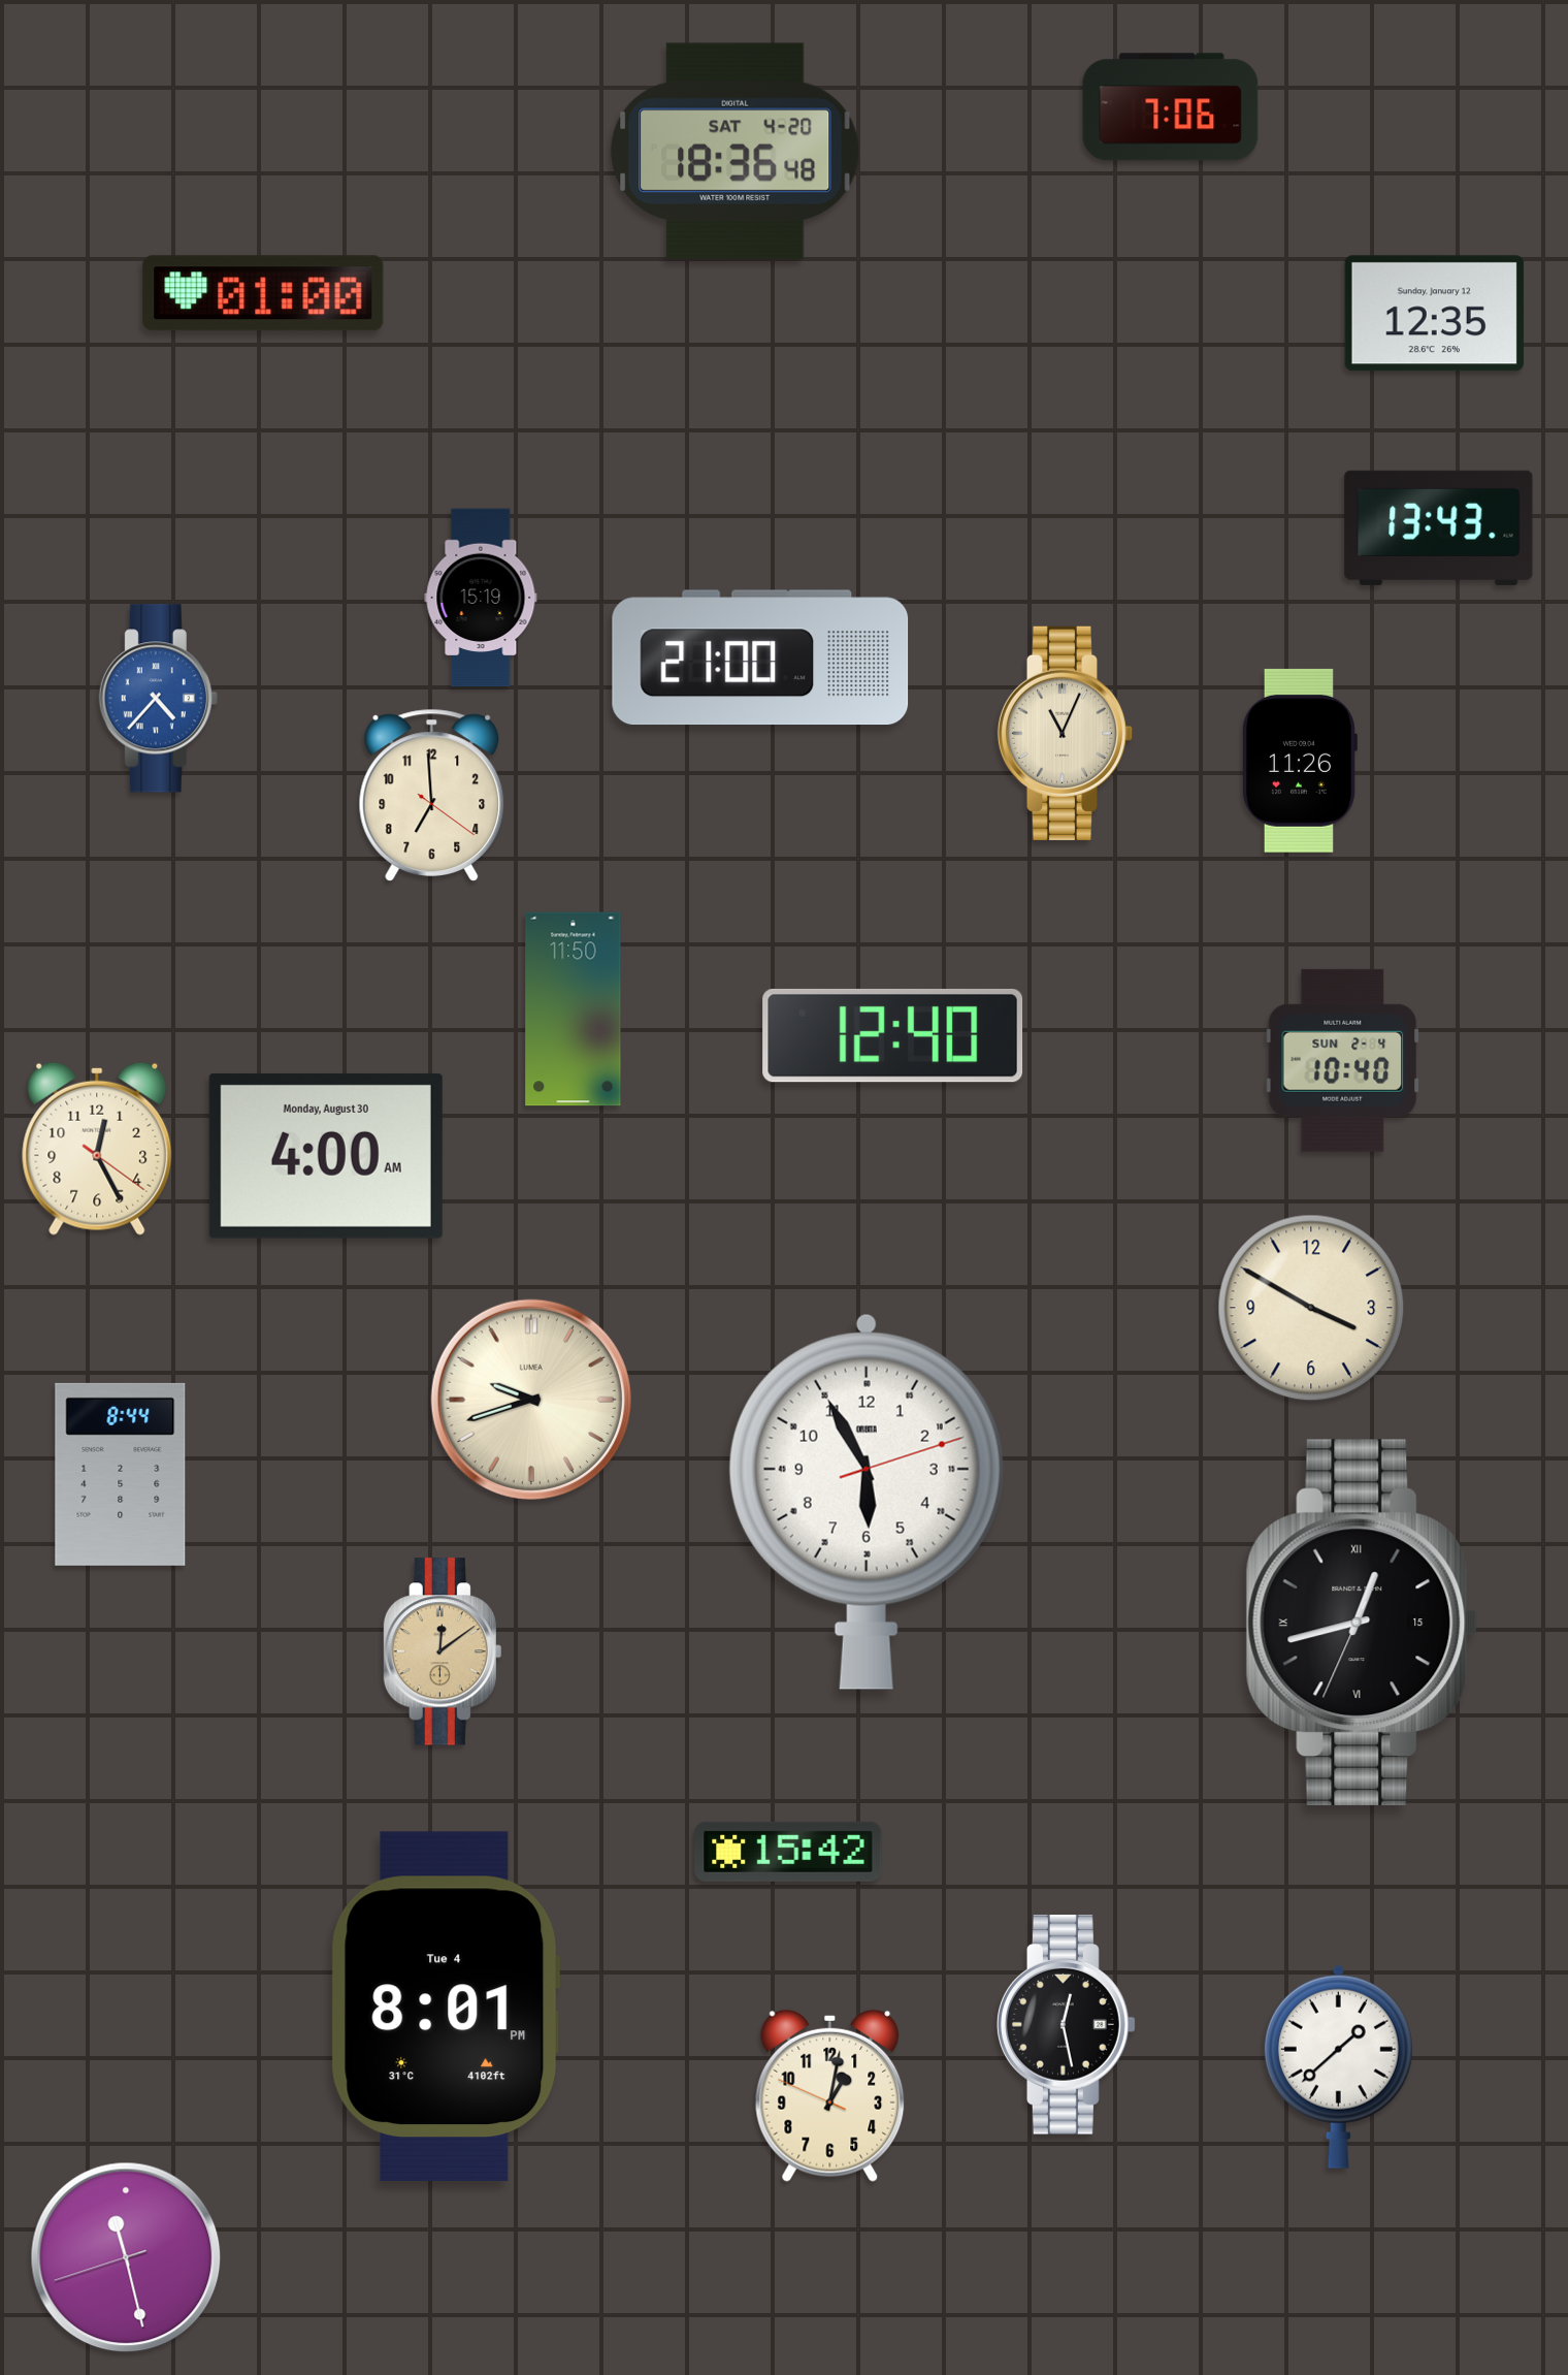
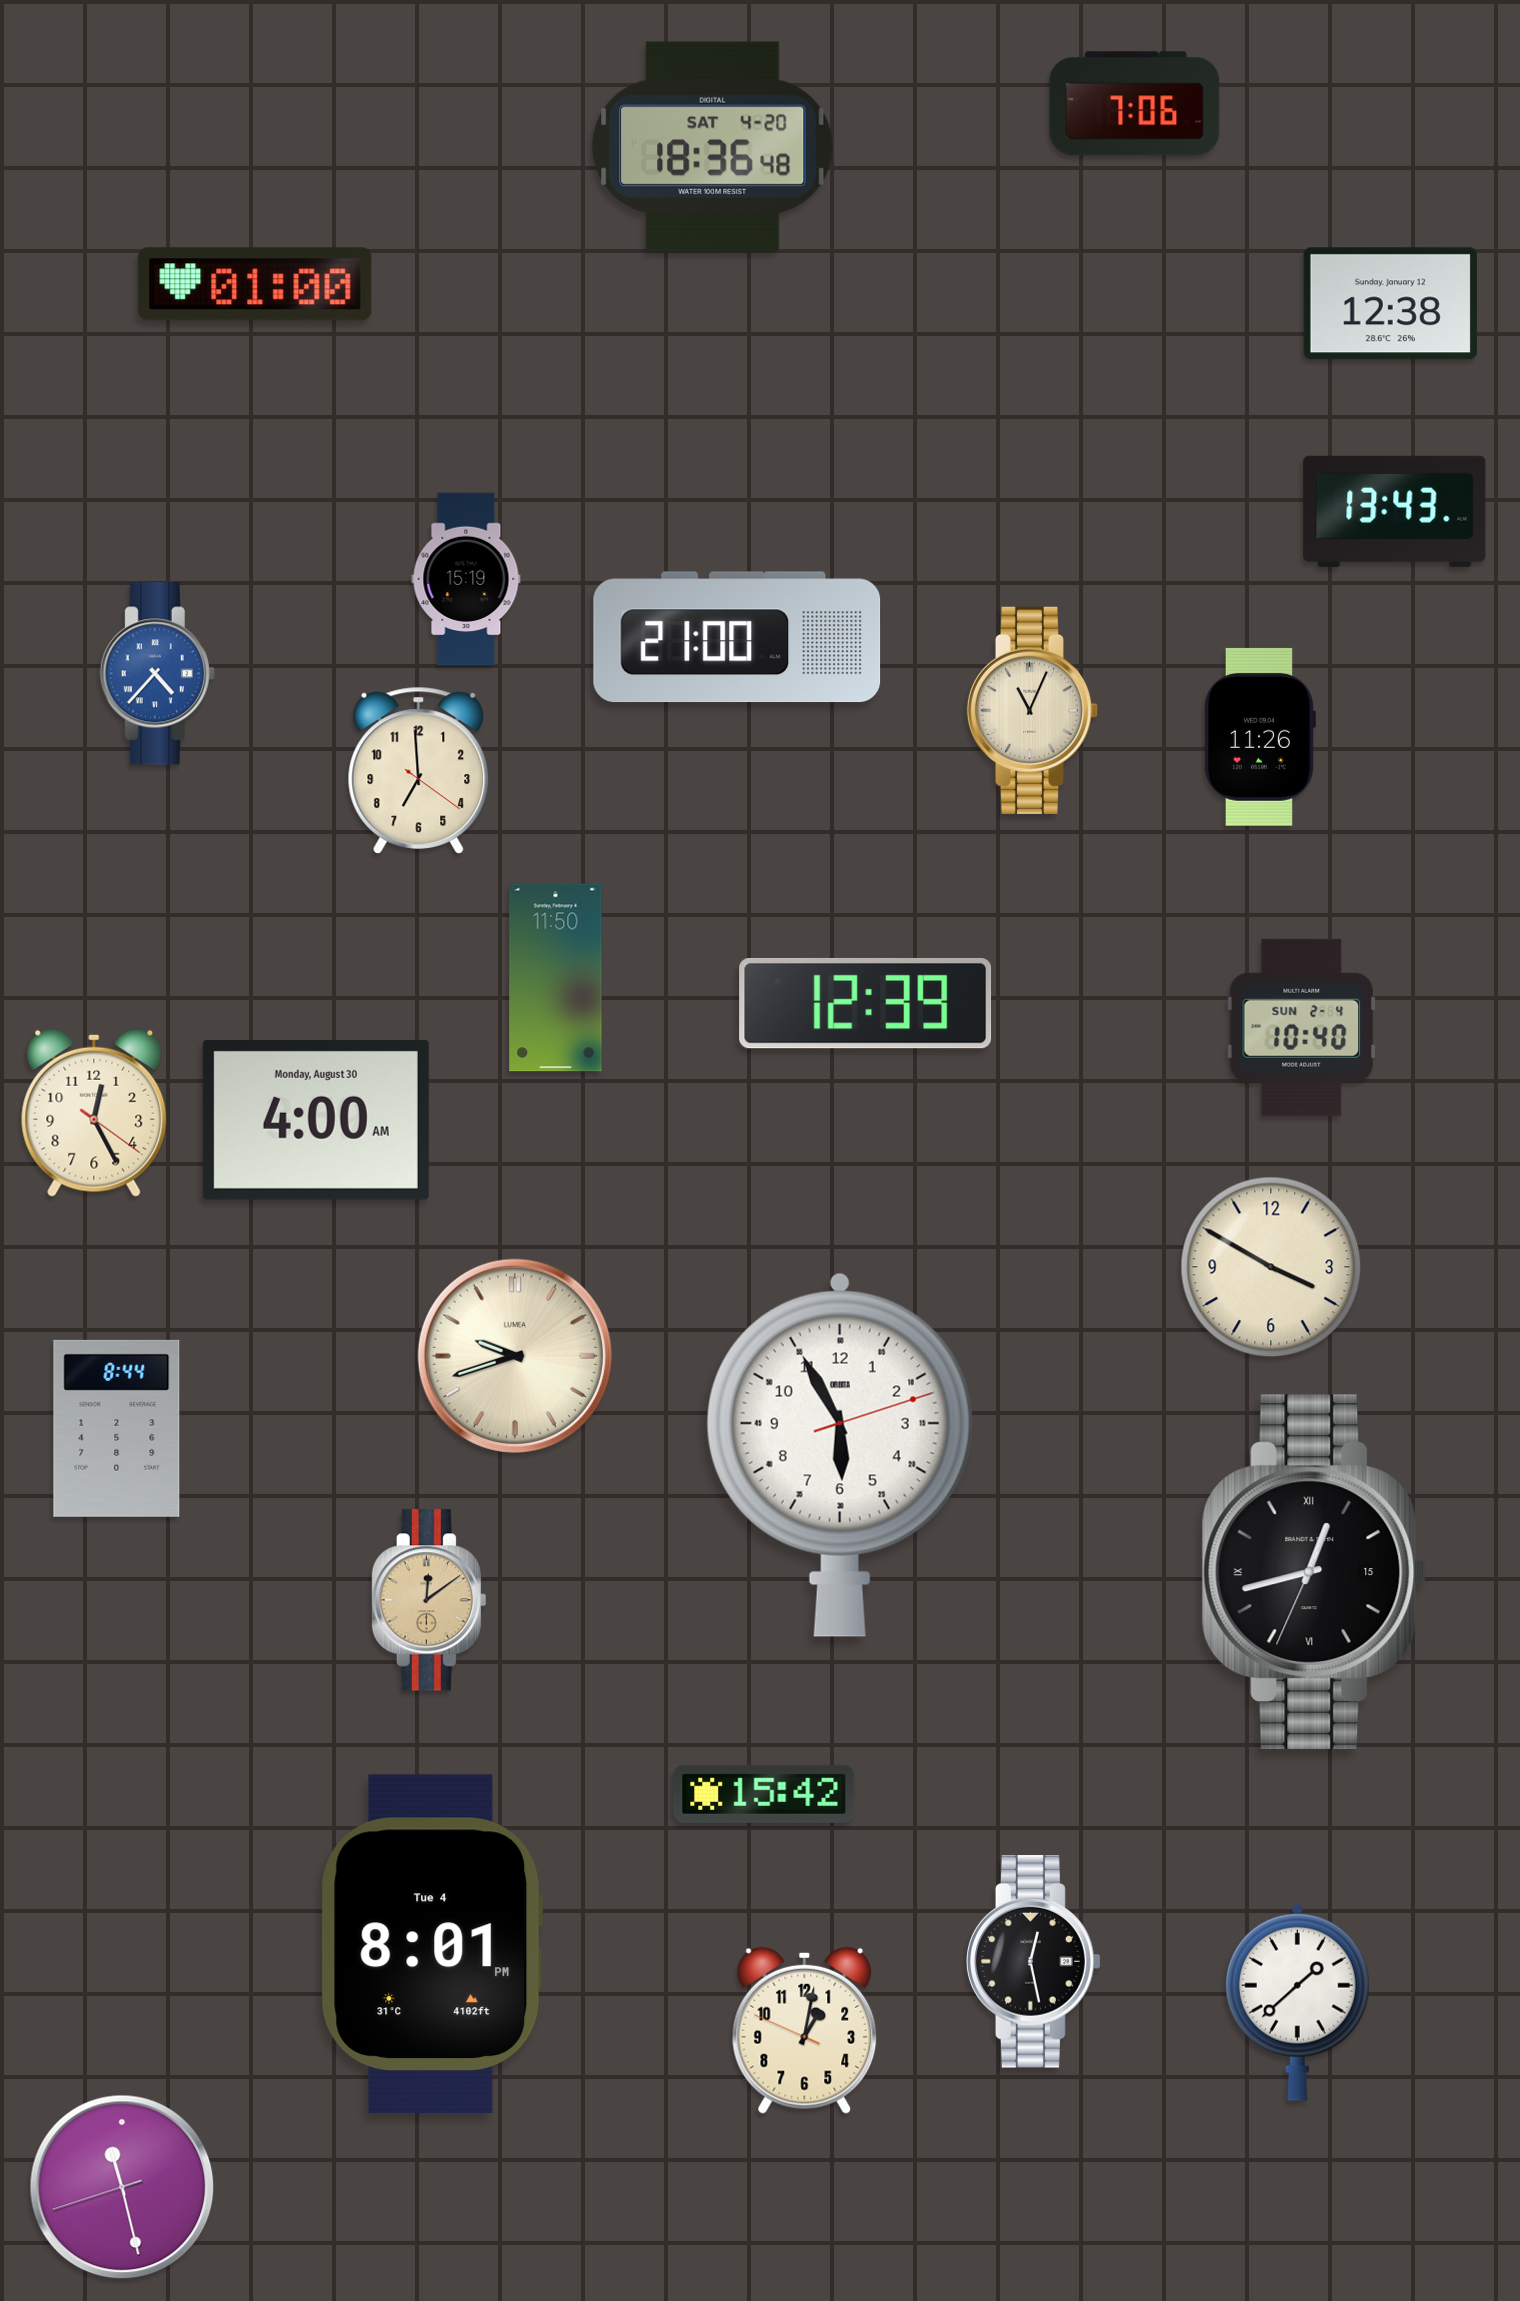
clock at (1434, 314): 12:35 -> 12:38
clock at (158, 699) position: (158, 699) -> (157, 674)
clock at (893, 1035): 12:40 -> 12:39
clock at (1362, 1623) position: (1362, 1623) -> (1314, 1572)
